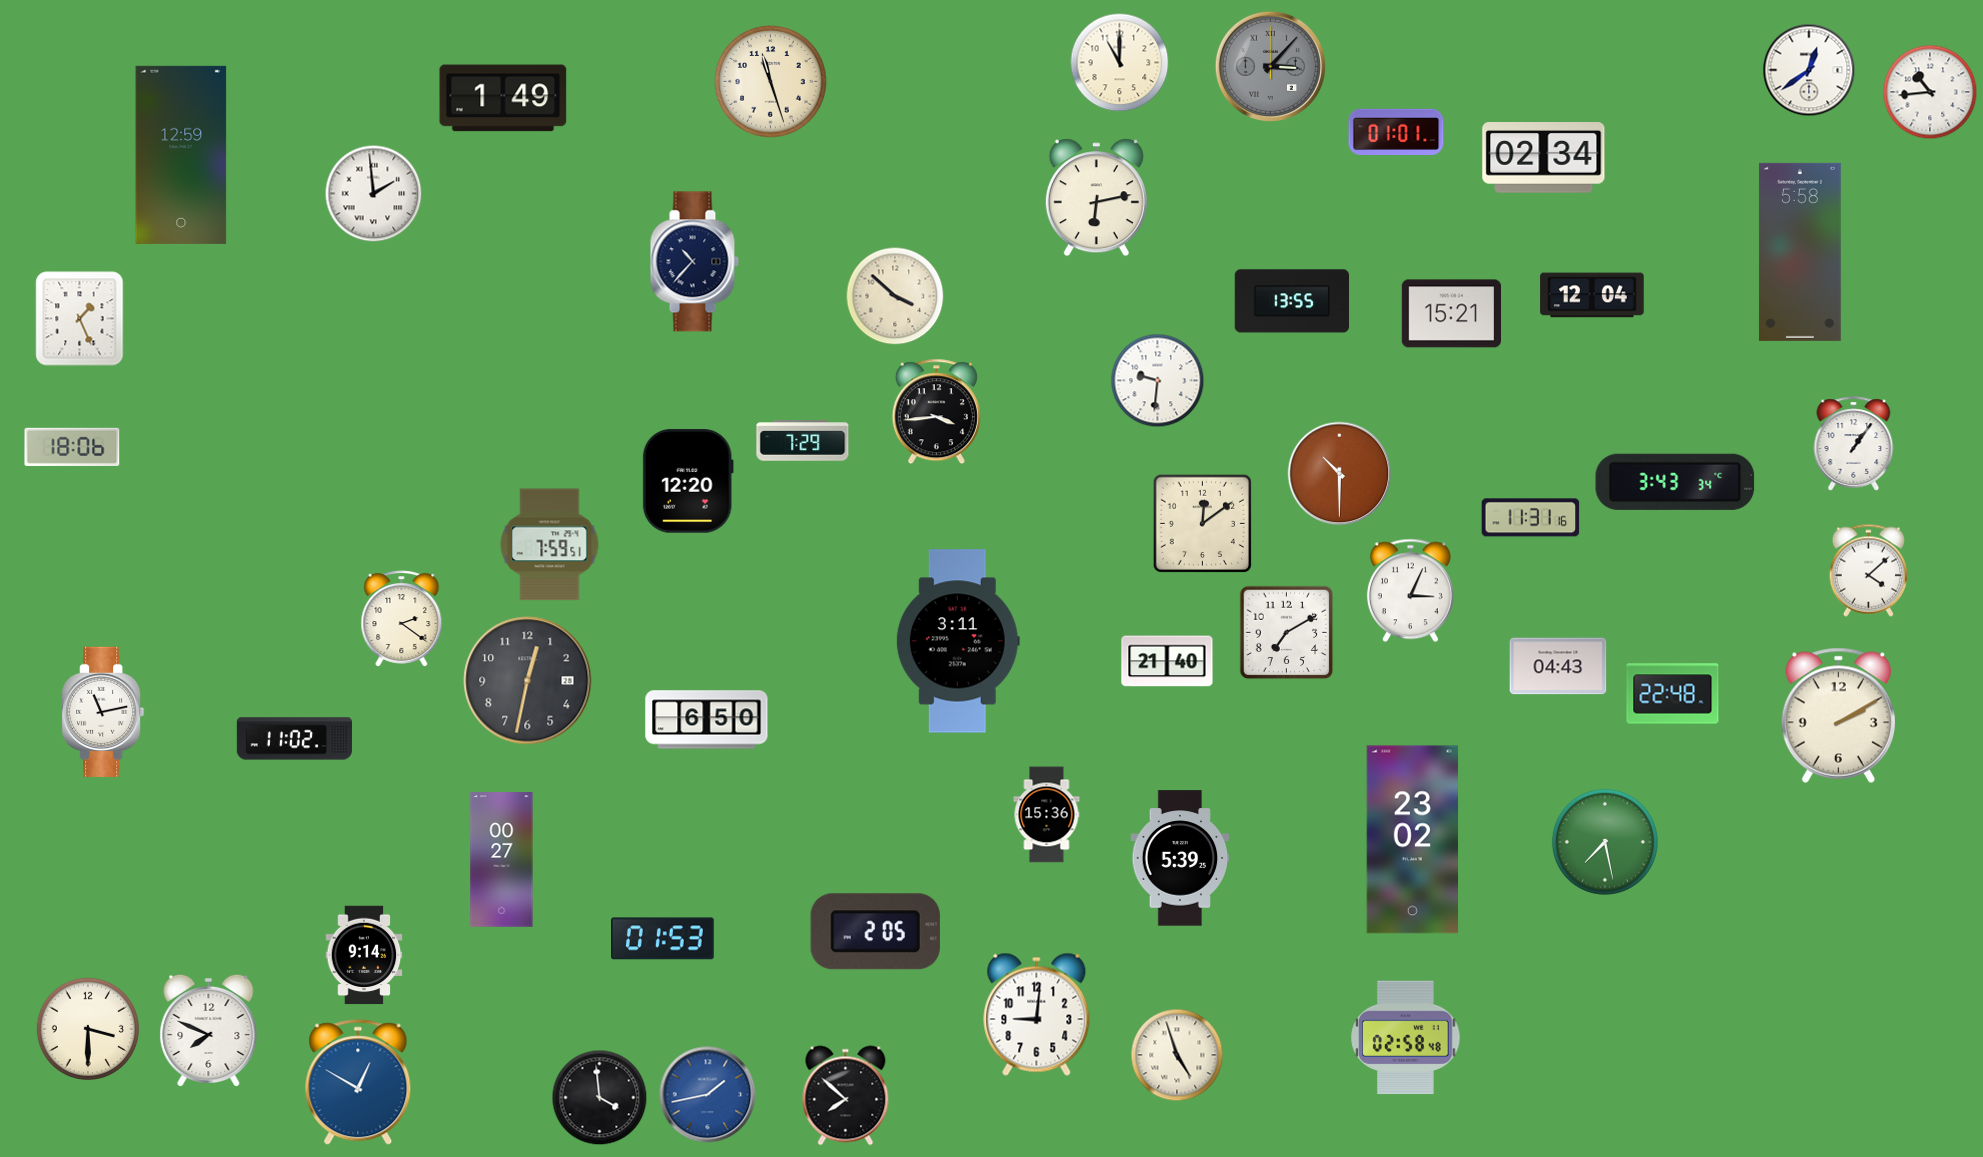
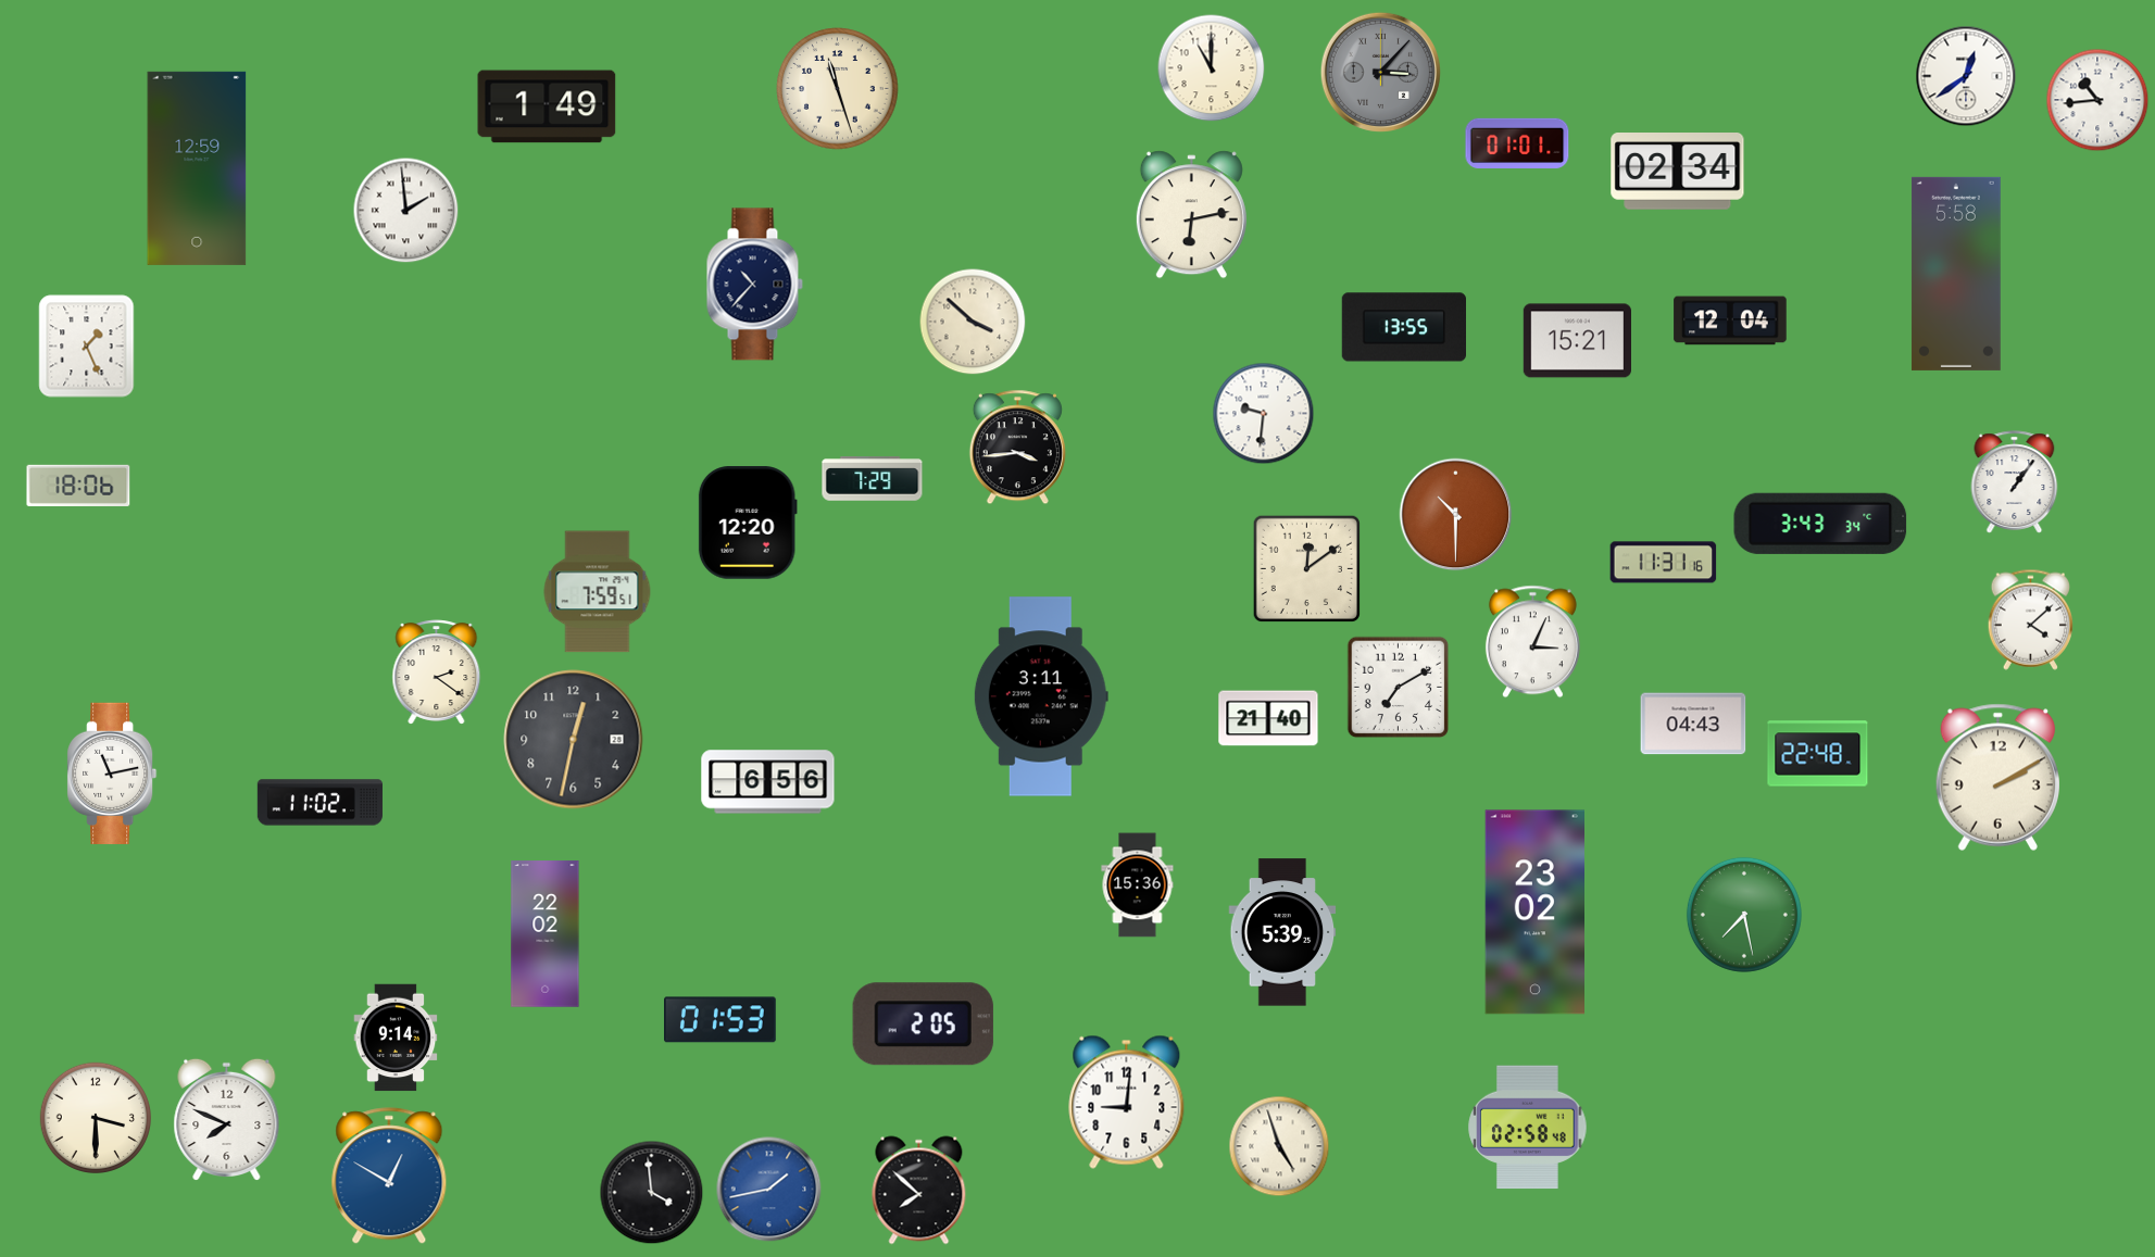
clock at (1120, 63) position: (1120, 63) -> (1212, 68)
clock at (1158, 381) position: (1158, 381) -> (1264, 414)
clock at (707, 720): 6:50 -> 6:56
clock at (502, 860): 00:27 -> 22:02
clock at (875, 932) position: (875, 932) -> (923, 1025)
